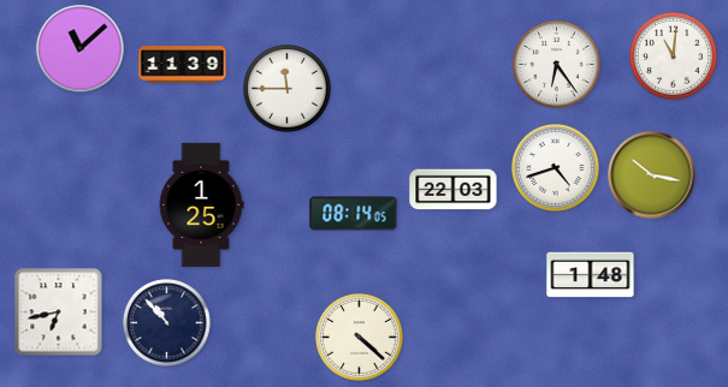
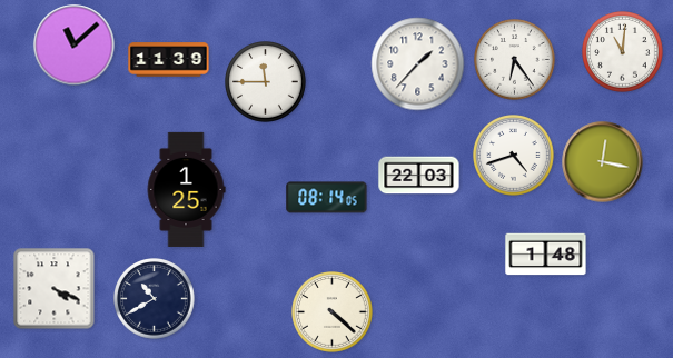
clock at (418, 64): none -> 1:37
clock at (652, 175): 10:17 -> 12:17
clock at (59, 312): 6:43 -> 4:19
clock at (167, 323): 10:53 -> 10:40
